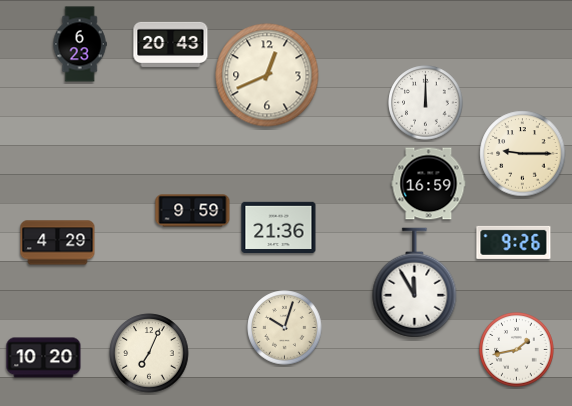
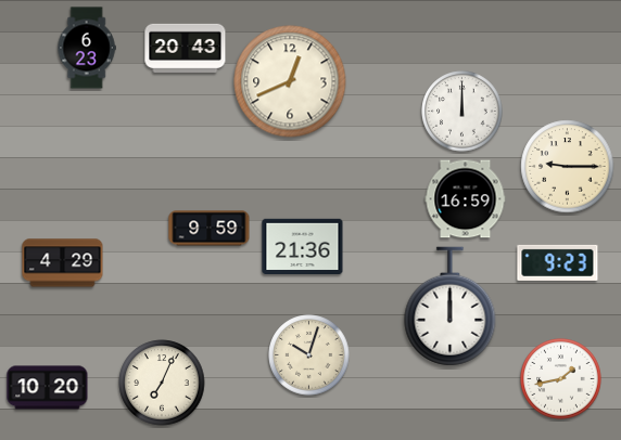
clock at (514, 242): 9:26 -> 9:23
clock at (415, 283): 11:55 -> 12:00
